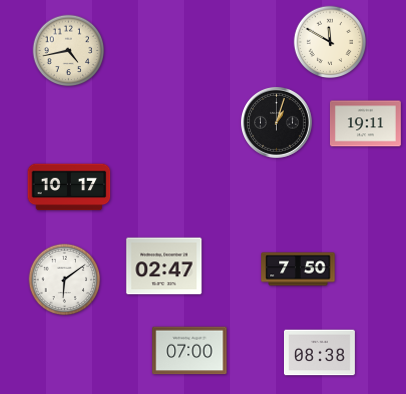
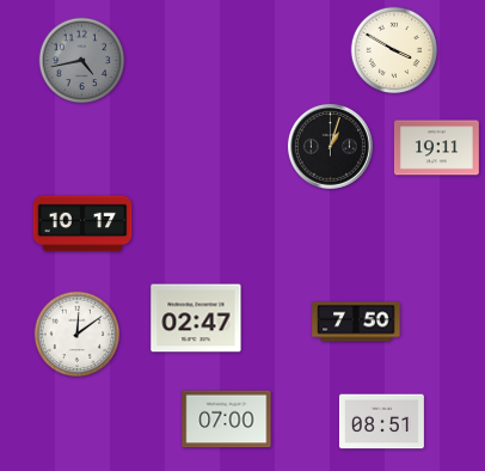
clock at (330, 42): 11:50 -> 3:50
clock at (69, 51) dial: cream -> grey
clock at (65, 280): 6:09 -> 12:09
clock at (319, 353): 08:38 -> 08:51
